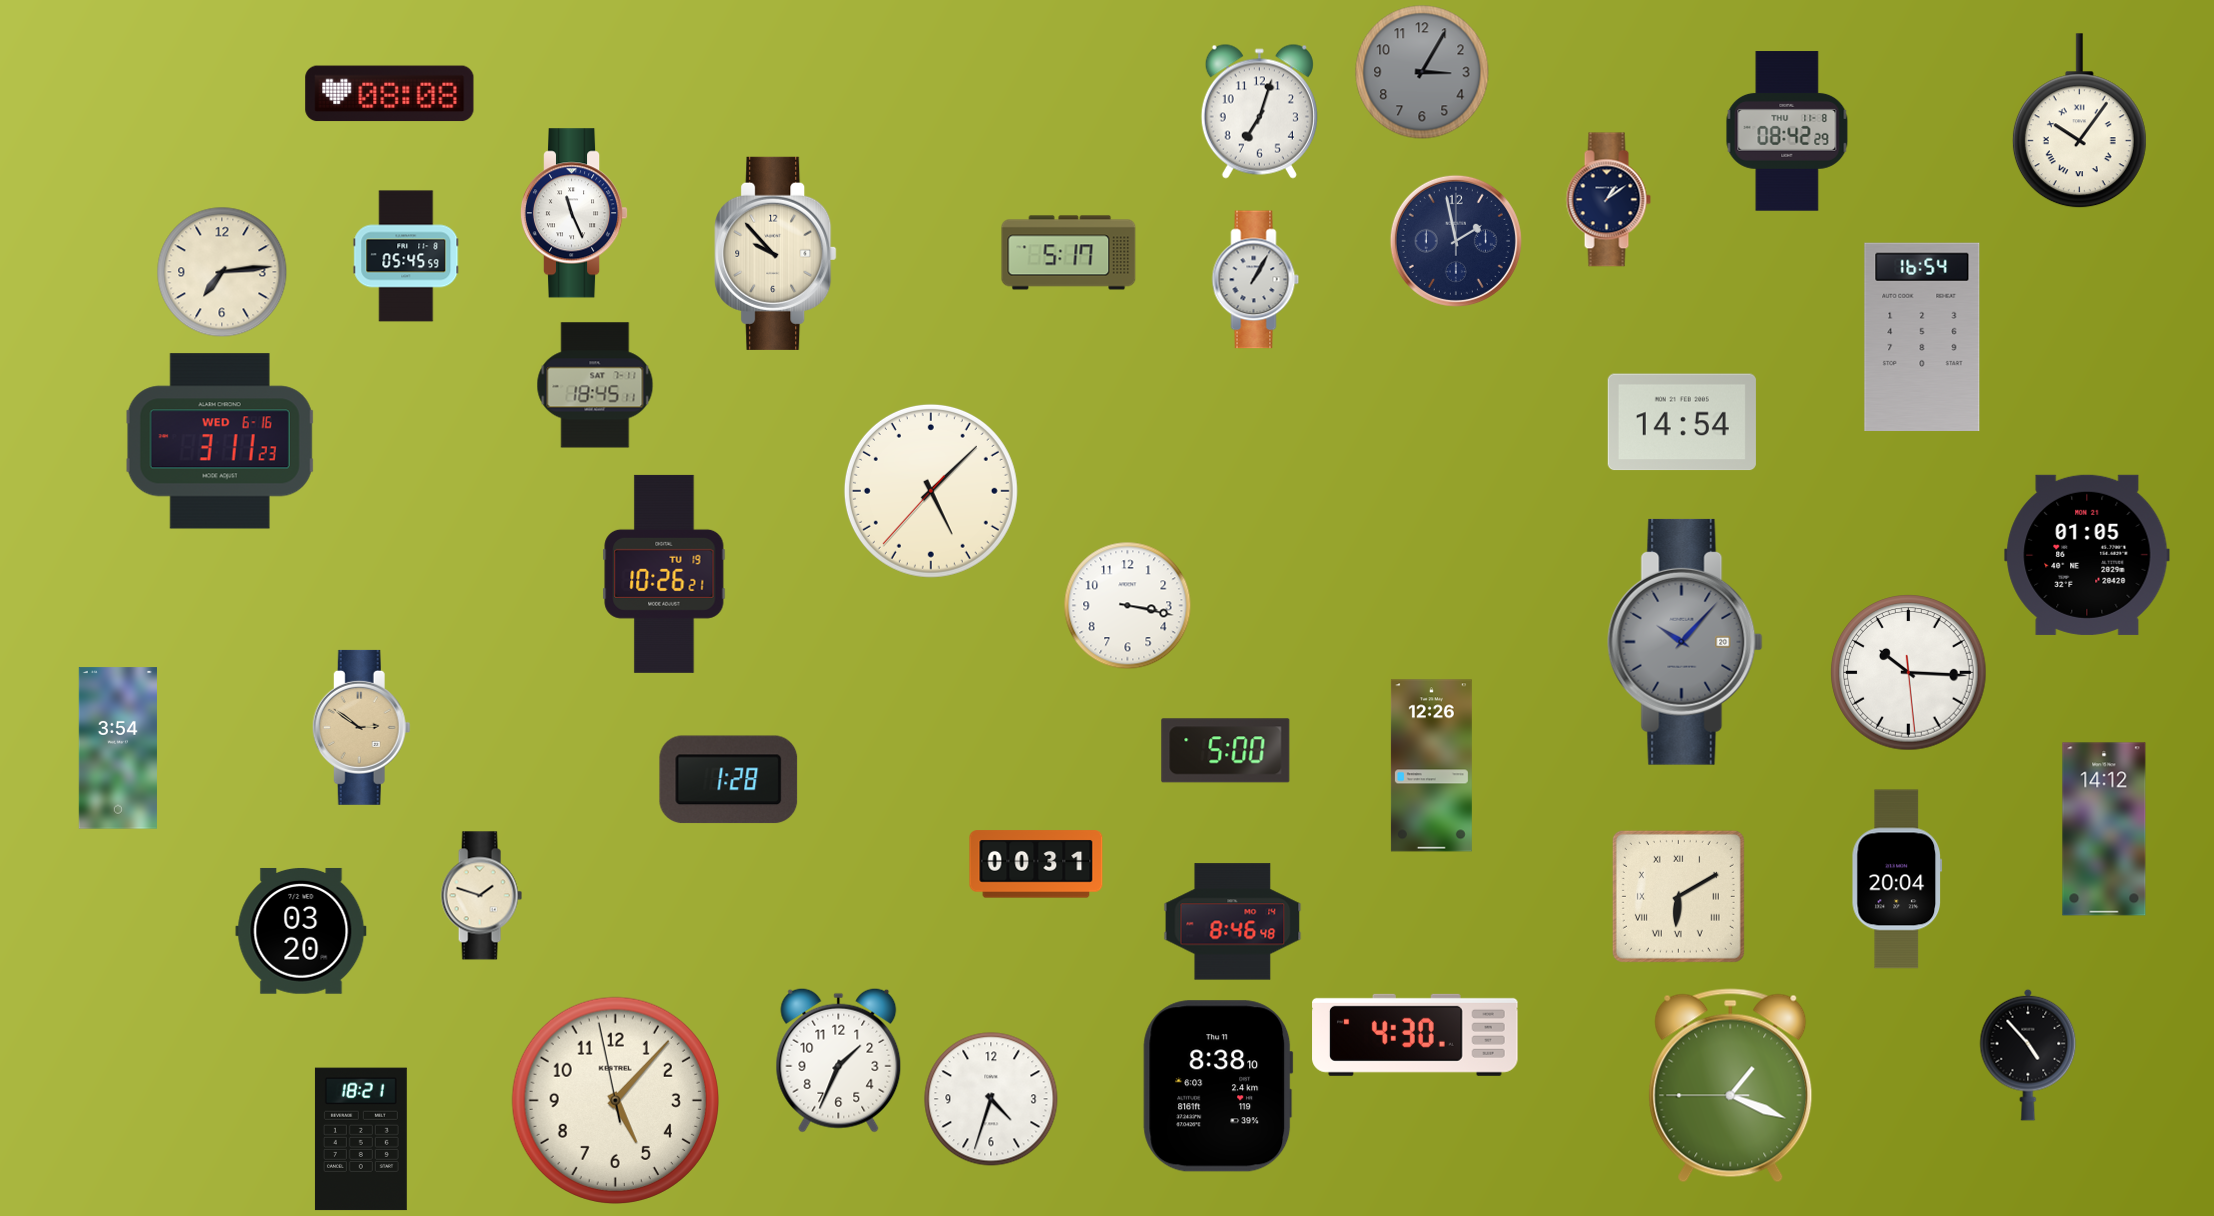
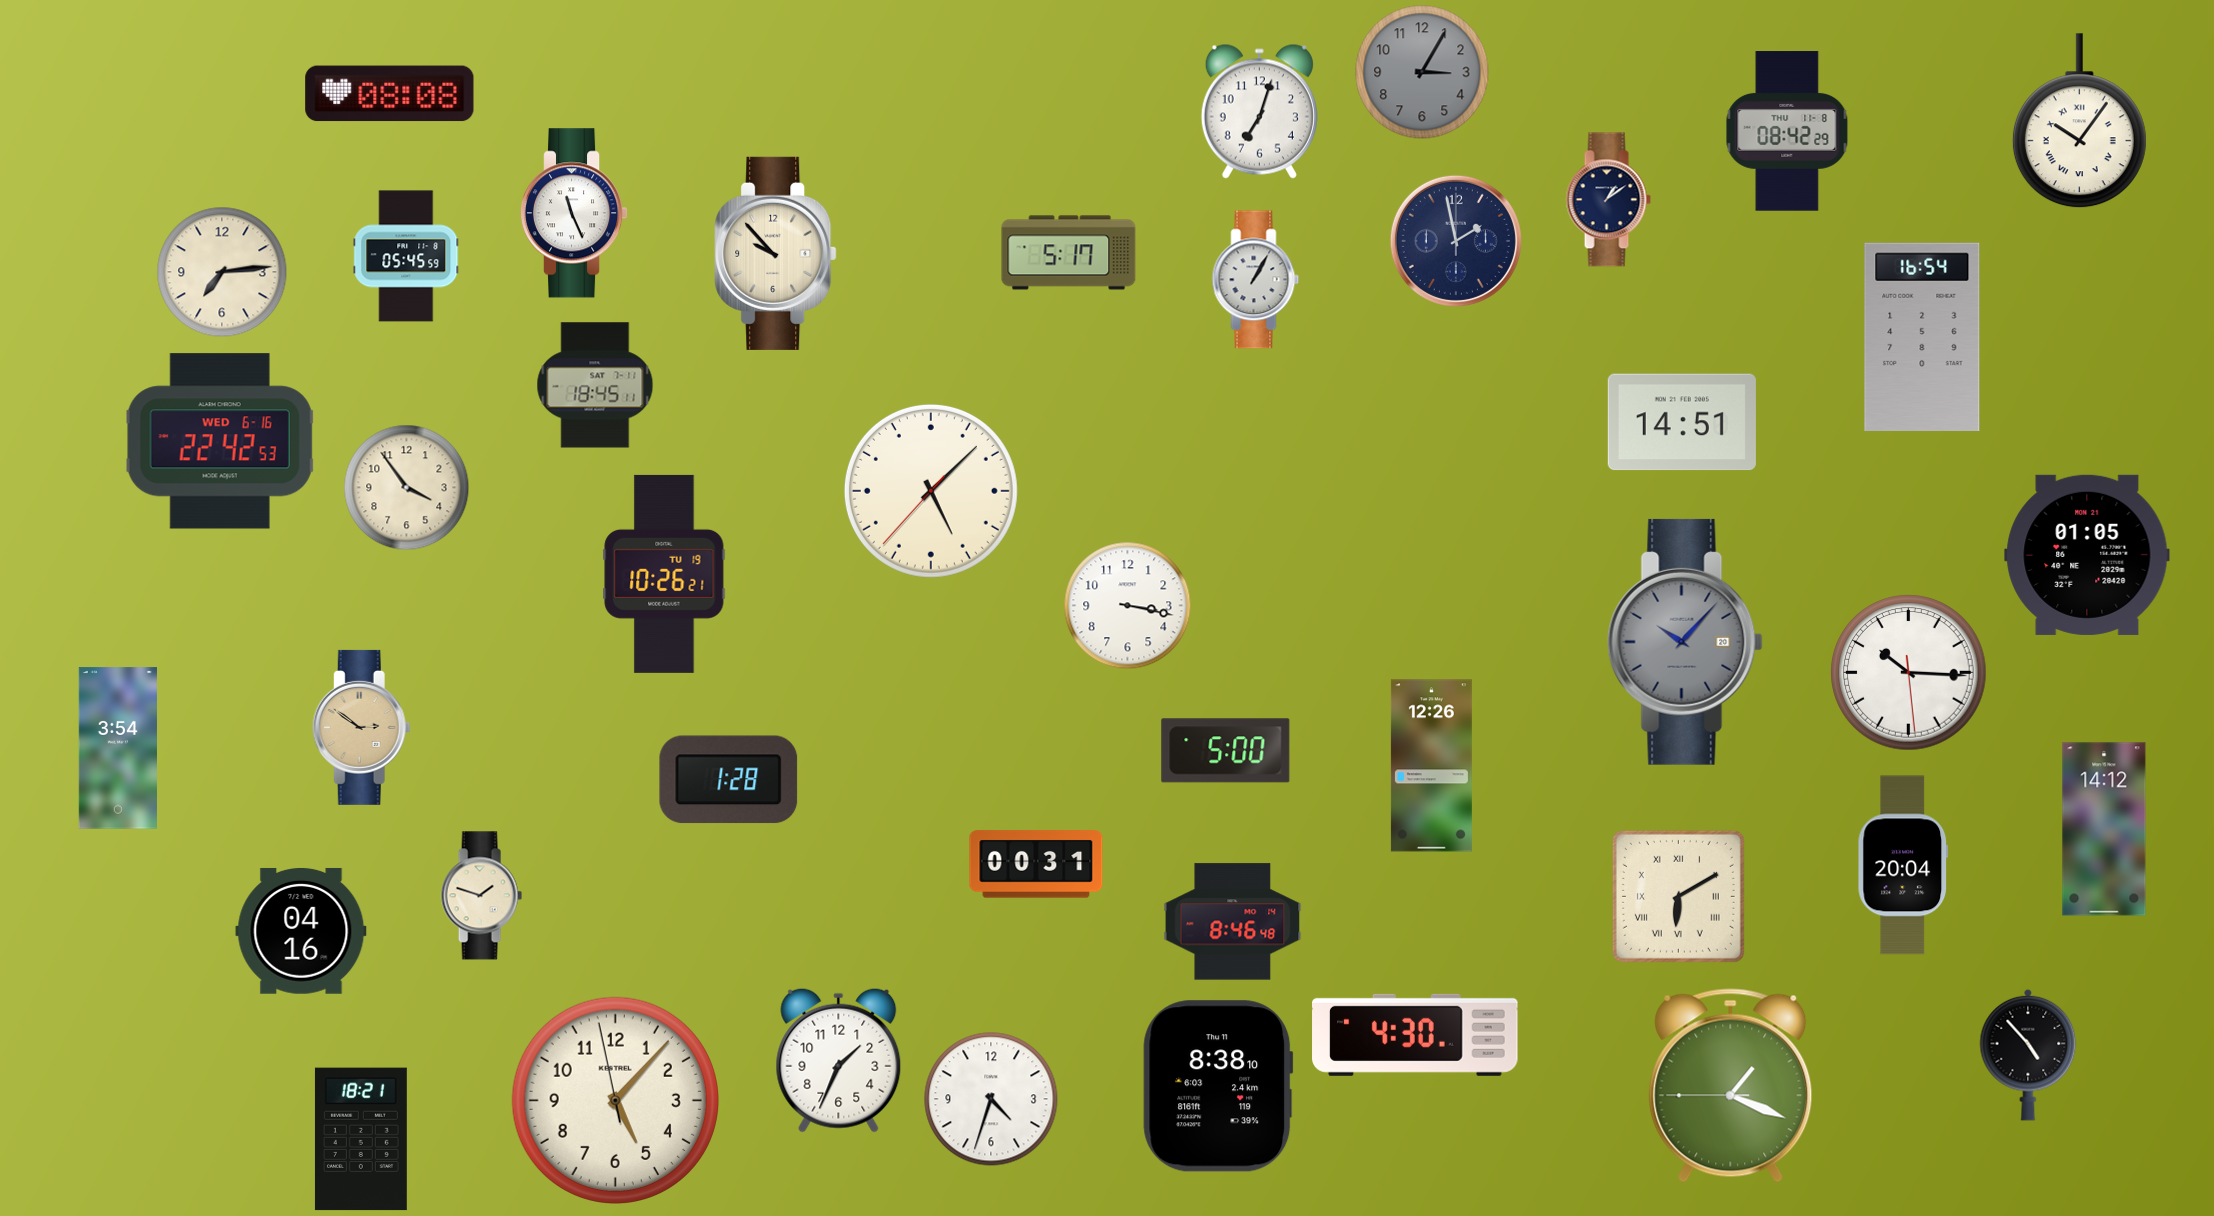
clock at (1682, 422): 14:54 -> 14:51
clock at (220, 441): 3:11 -> 22:42
clock at (407, 488): none -> 3:54
clock at (1897, 879) position: (1897, 879) -> (1903, 865)
clock at (301, 931): 03:20 -> 04:16
